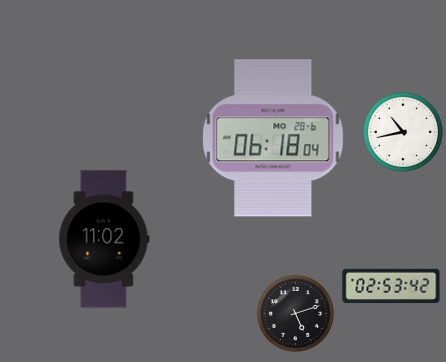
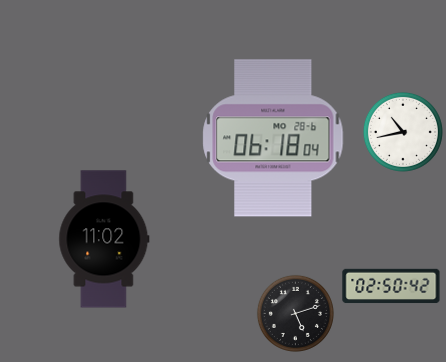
clock at (391, 286): 02:53 -> 02:50
